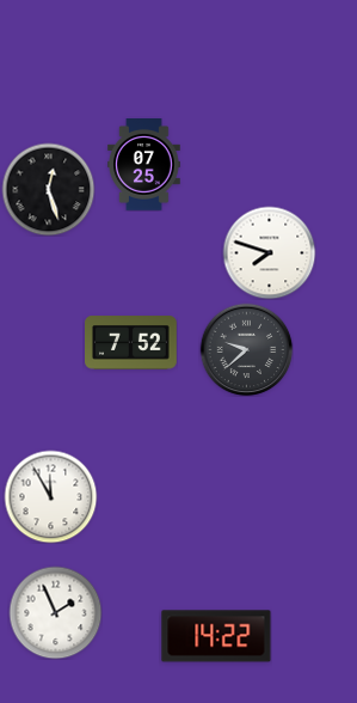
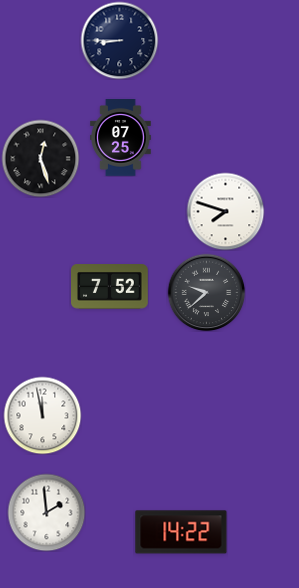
clock at (119, 40): none -> 8:45
clock at (50, 496): 11:55 -> 11:58
clock at (55, 612): 1:56 -> 1:59
